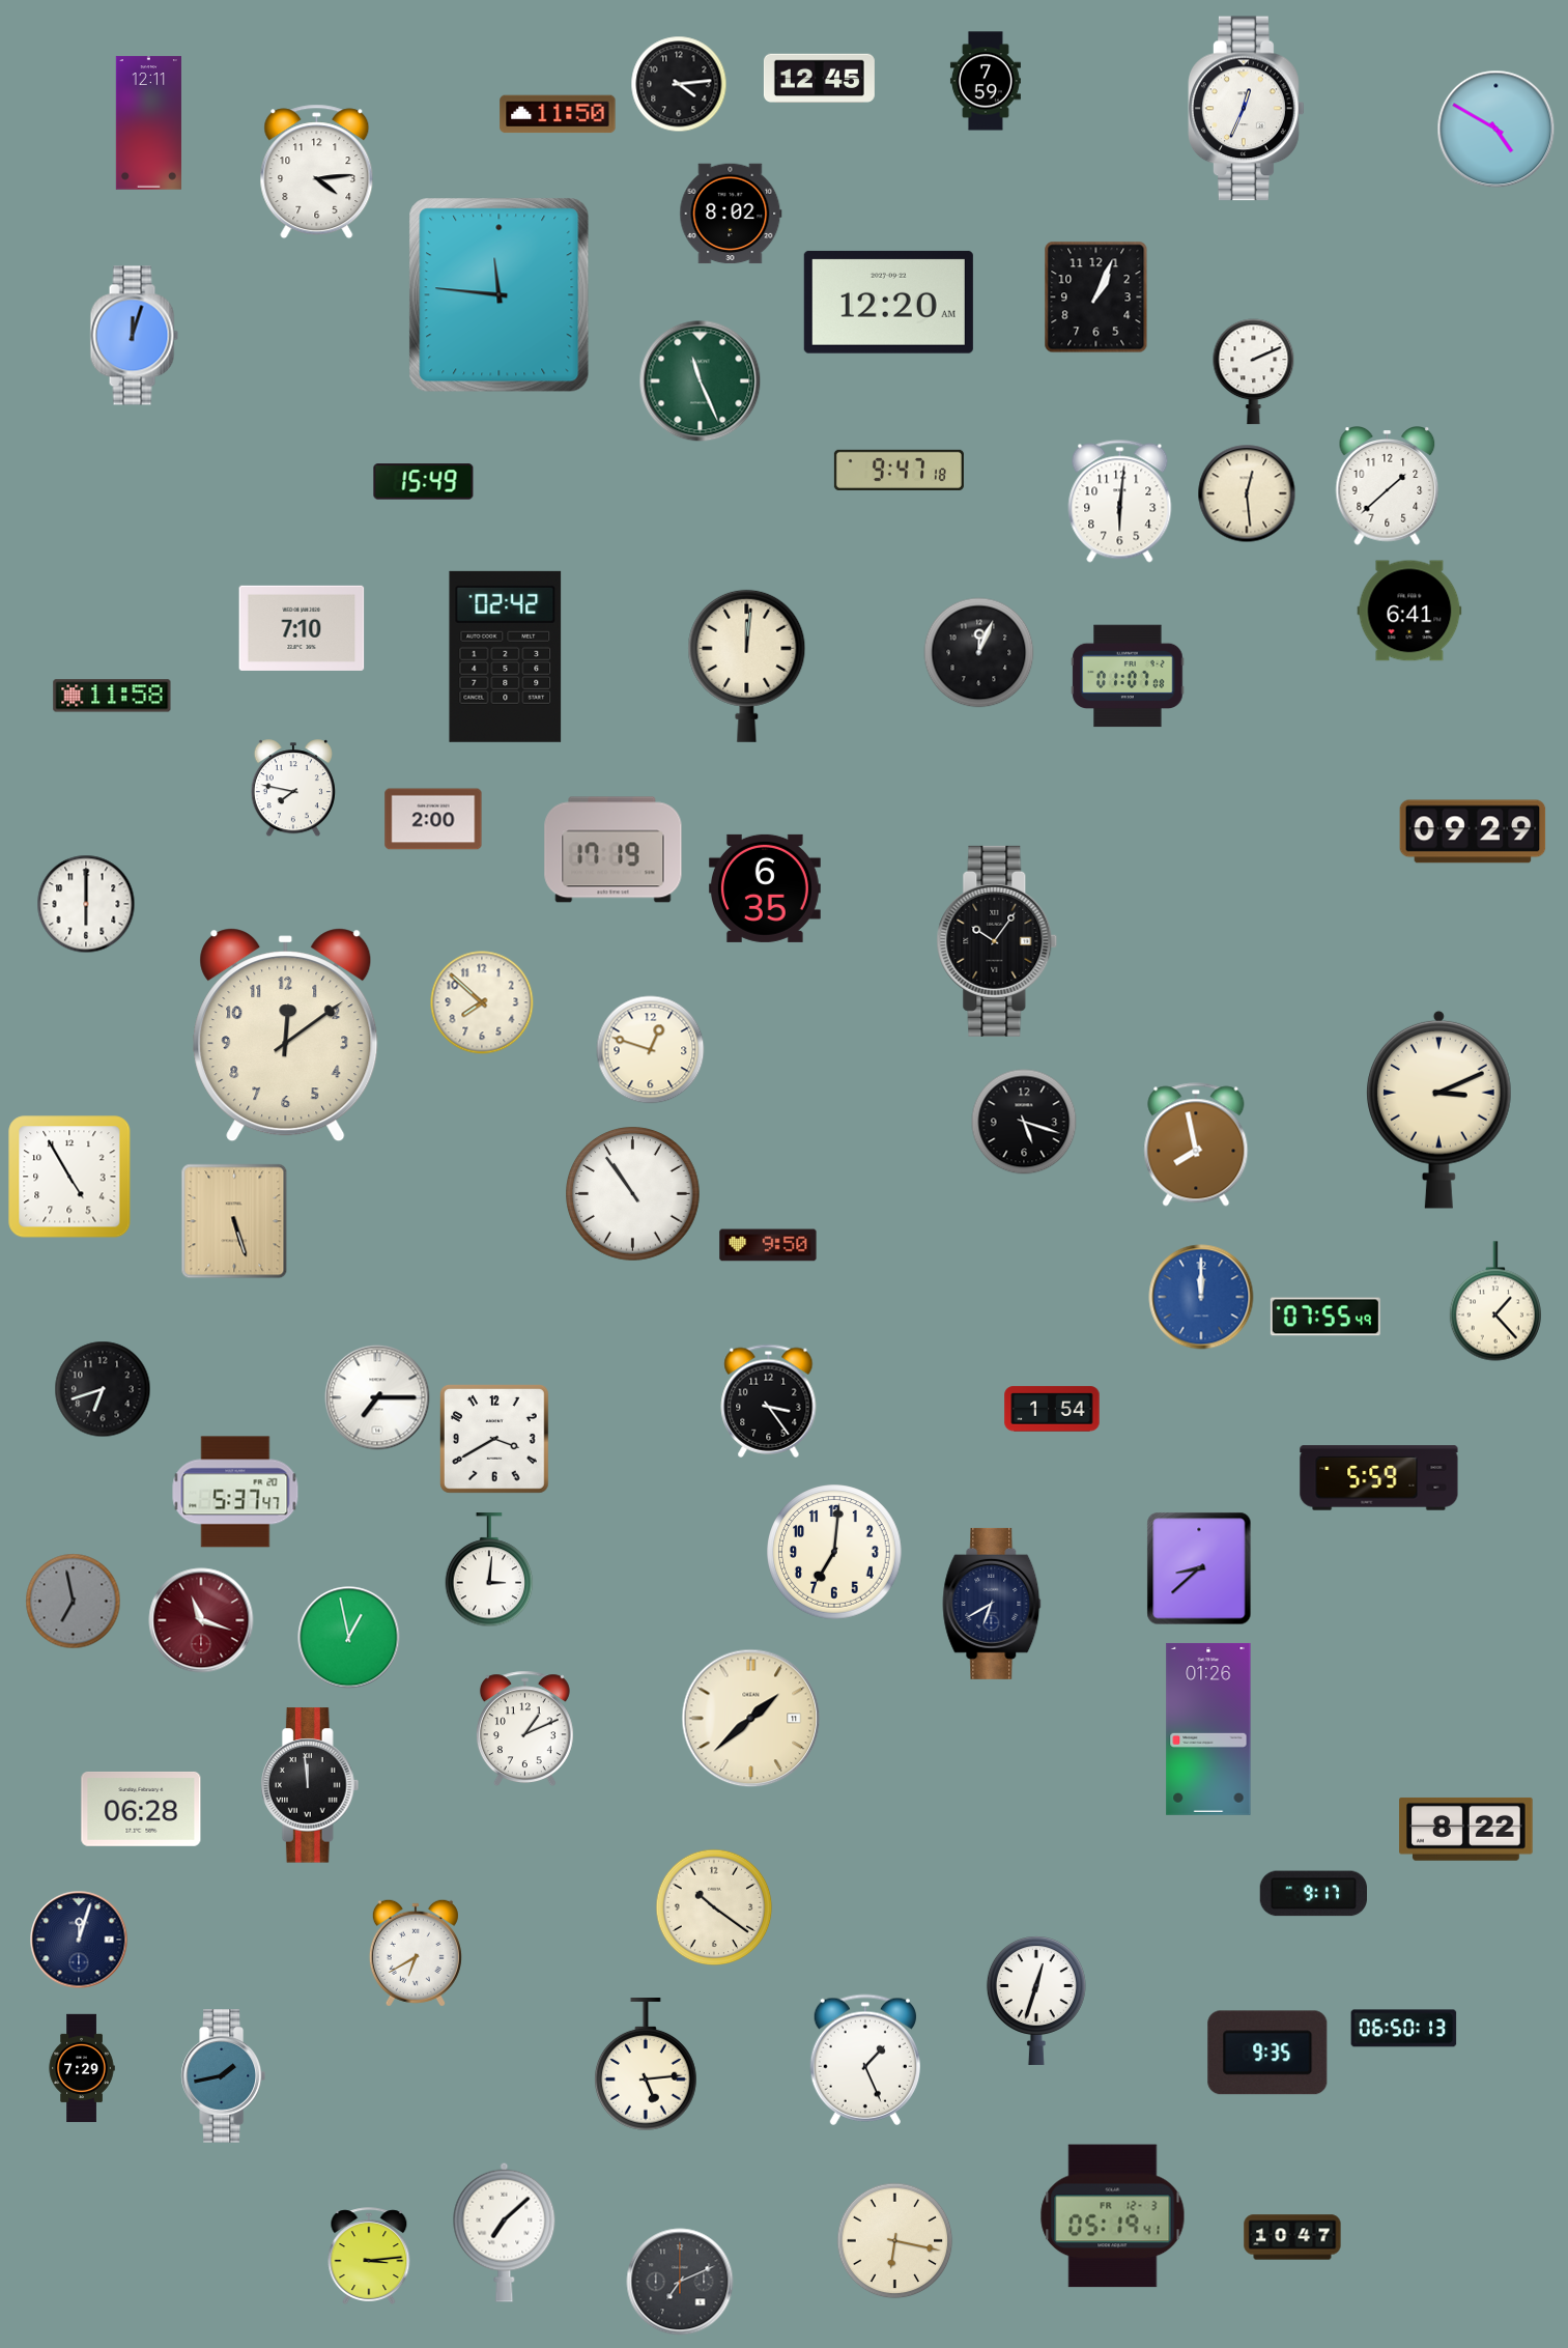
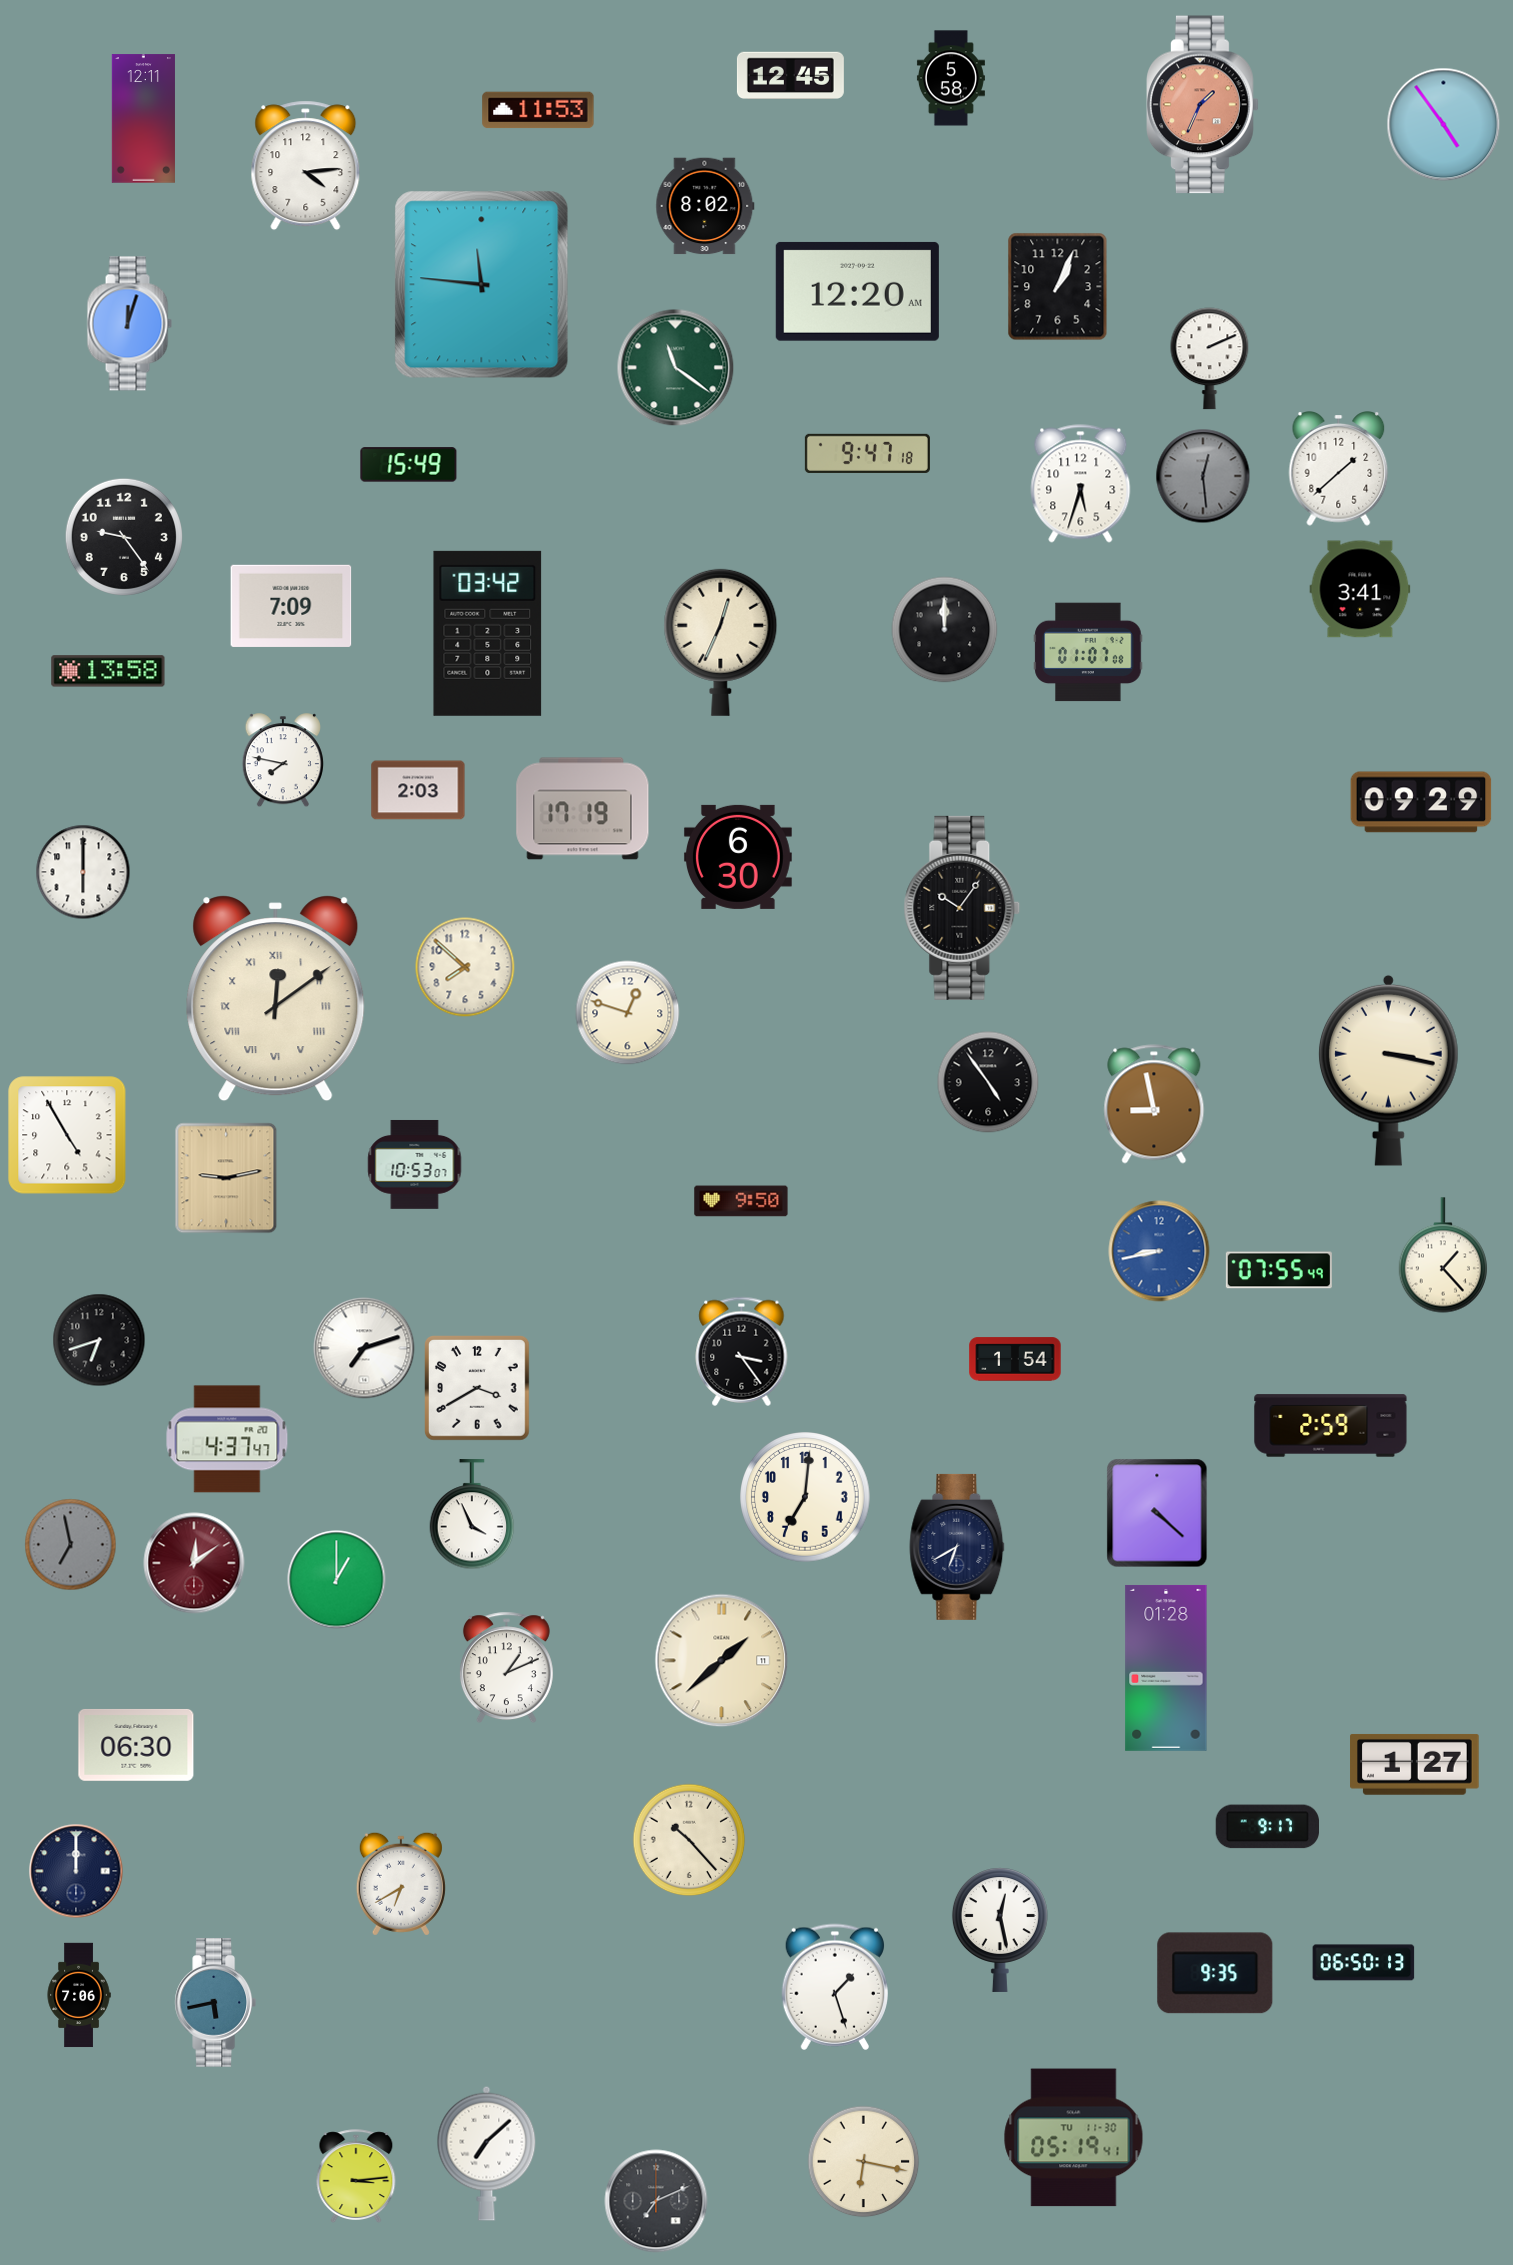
clock at (986, 81): 7:59 -> 5:58
clock at (679, 84): 4:14 -> none
clock at (1247, 109): 12:34 -> 1:34
clock at (1247, 109) dial: white -> salmon
clock at (558, 114): 11:50 -> 11:53
clock at (1496, 130): 4:50 -> 4:54
clock at (701, 381): 11:26 -> 11:21
clock at (1247, 493) dial: cream -> grey
clock at (1120, 502): 6:01 -> 5:33
clock at (124, 537): none -> 9:24
clock at (1409, 611): 6:41 -> 3:41
clock at (302, 628): 7:10 -> 7:09
clock at (979, 653): 12:04 -> 12:00
clock at (506, 656): 02:42 -> 03:42
clock at (747, 666): 12:01 -> 12:34
clock at (112, 696): 11:58 -> 13:58
clock at (433, 819): 2:00 -> 2:03
clock at (614, 850) position: (614, 850) -> (583, 809)
clock at (765, 888): 6:35 -> 6:30
clock at (286, 1036) numerals: Arabic -> Roman
clock at (1438, 1109): 3:11 -> 3:17
clock at (1024, 1122): 5:18 -> 4:54
clock at (1196, 1144): 7:58 -> 8:58
clock at (633, 1194): 10:54 -> none
clock at (415, 1164): none -> 10:53
clock at (234, 1221): 5:27 -> 9:13
clock at (1201, 1297): 12:00 -> 8:43
clock at (377, 1397): 7:15 -> 7:12
clock at (1379, 1478): 5:59 -> 2:59
clock at (235, 1492): 5:37 -> 4:37
clock at (1199, 1568): 8:38 -> 4:22
clock at (489, 1571): 3:01 -> 3:56
clock at (201, 1620): 11:18 -> 12:09
clock at (349, 1638): 12:58 -> 1:00
clock at (751, 1719) position: (751, 1719) -> (722, 1661)
clock at (1208, 1729): 01:26 -> 01:28
clock at (310, 1785): 11:59 -> none
clock at (141, 1809): 06:28 -> 06:30
clock at (1466, 1830): 8:22 -> 1:27
clock at (714, 1907): 10:21 -> 10:23
clock at (79, 1940): 12:03 -> 12:00
clock at (1036, 2001): 12:33 -> 12:28
clock at (1404, 2029) position: (1404, 2029) -> (1364, 1963)
clock at (1267, 2053) position: (1267, 2053) -> (1215, 1973)
clock at (865, 2060): 1:26 -> 1:27
clock at (646, 2065): 5:14 -> none
clock at (82, 2068): 7:29 -> 7:06
clock at (223, 2076): 1:43 -> 5:43
clock at (1113, 2216) date: FR 12-3 -> TU 11-30
clock at (1292, 2237): 10:47 -> none
